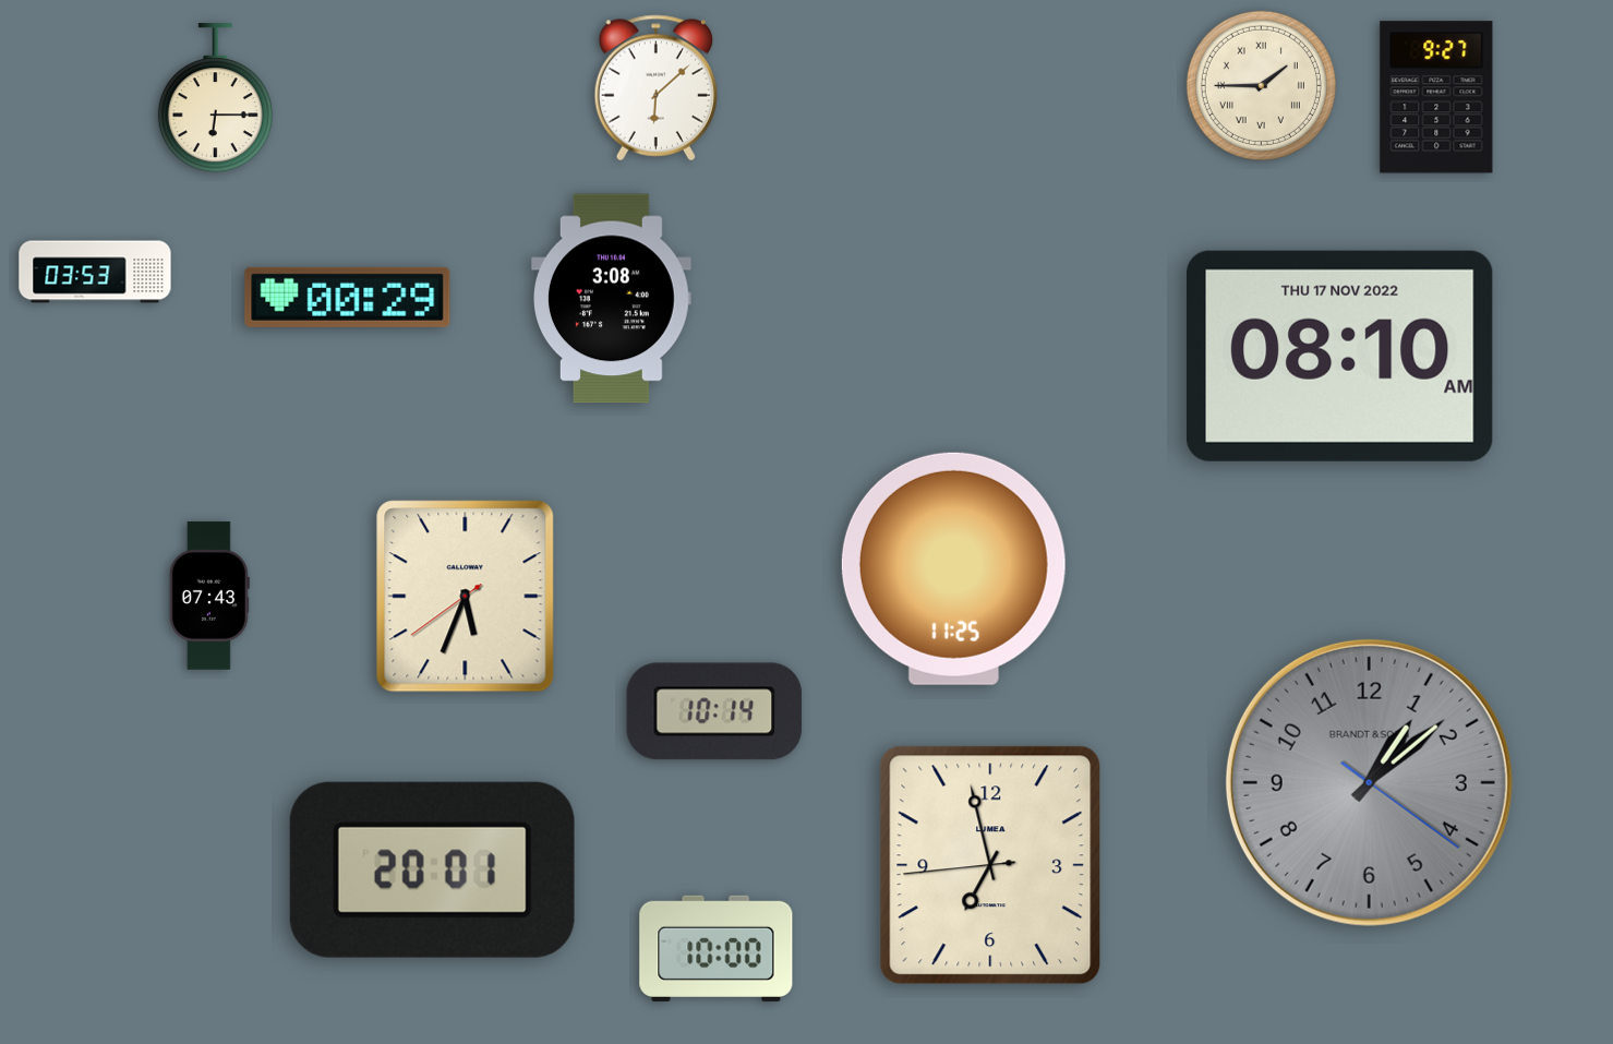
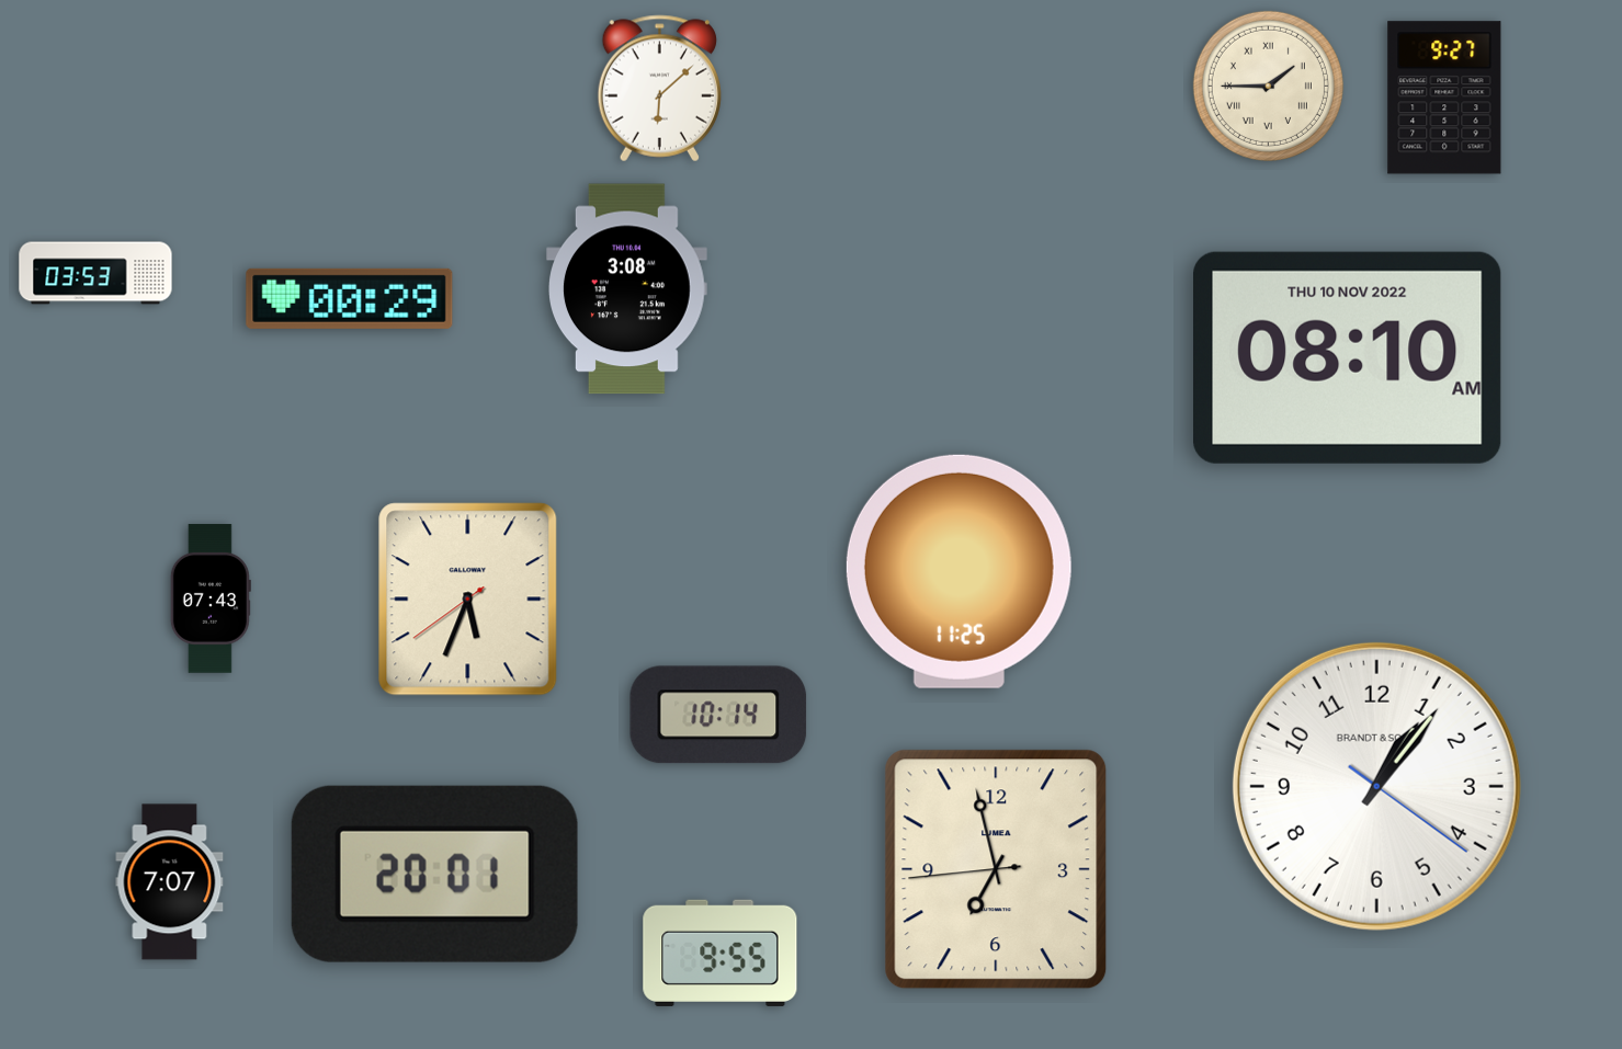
clock at (215, 98): 6:15 -> none
clock at (612, 299) position: (612, 299) -> (627, 289)
clock at (1340, 356) date: THU 17 NOV 2022 -> THU 10 NOV 2022
clock at (1369, 782): 1:08 -> 1:06
clock at (1369, 782) dial: grey -> white
clock at (170, 882): none -> 7:07
clock at (717, 948): 10:00 -> 9:55
